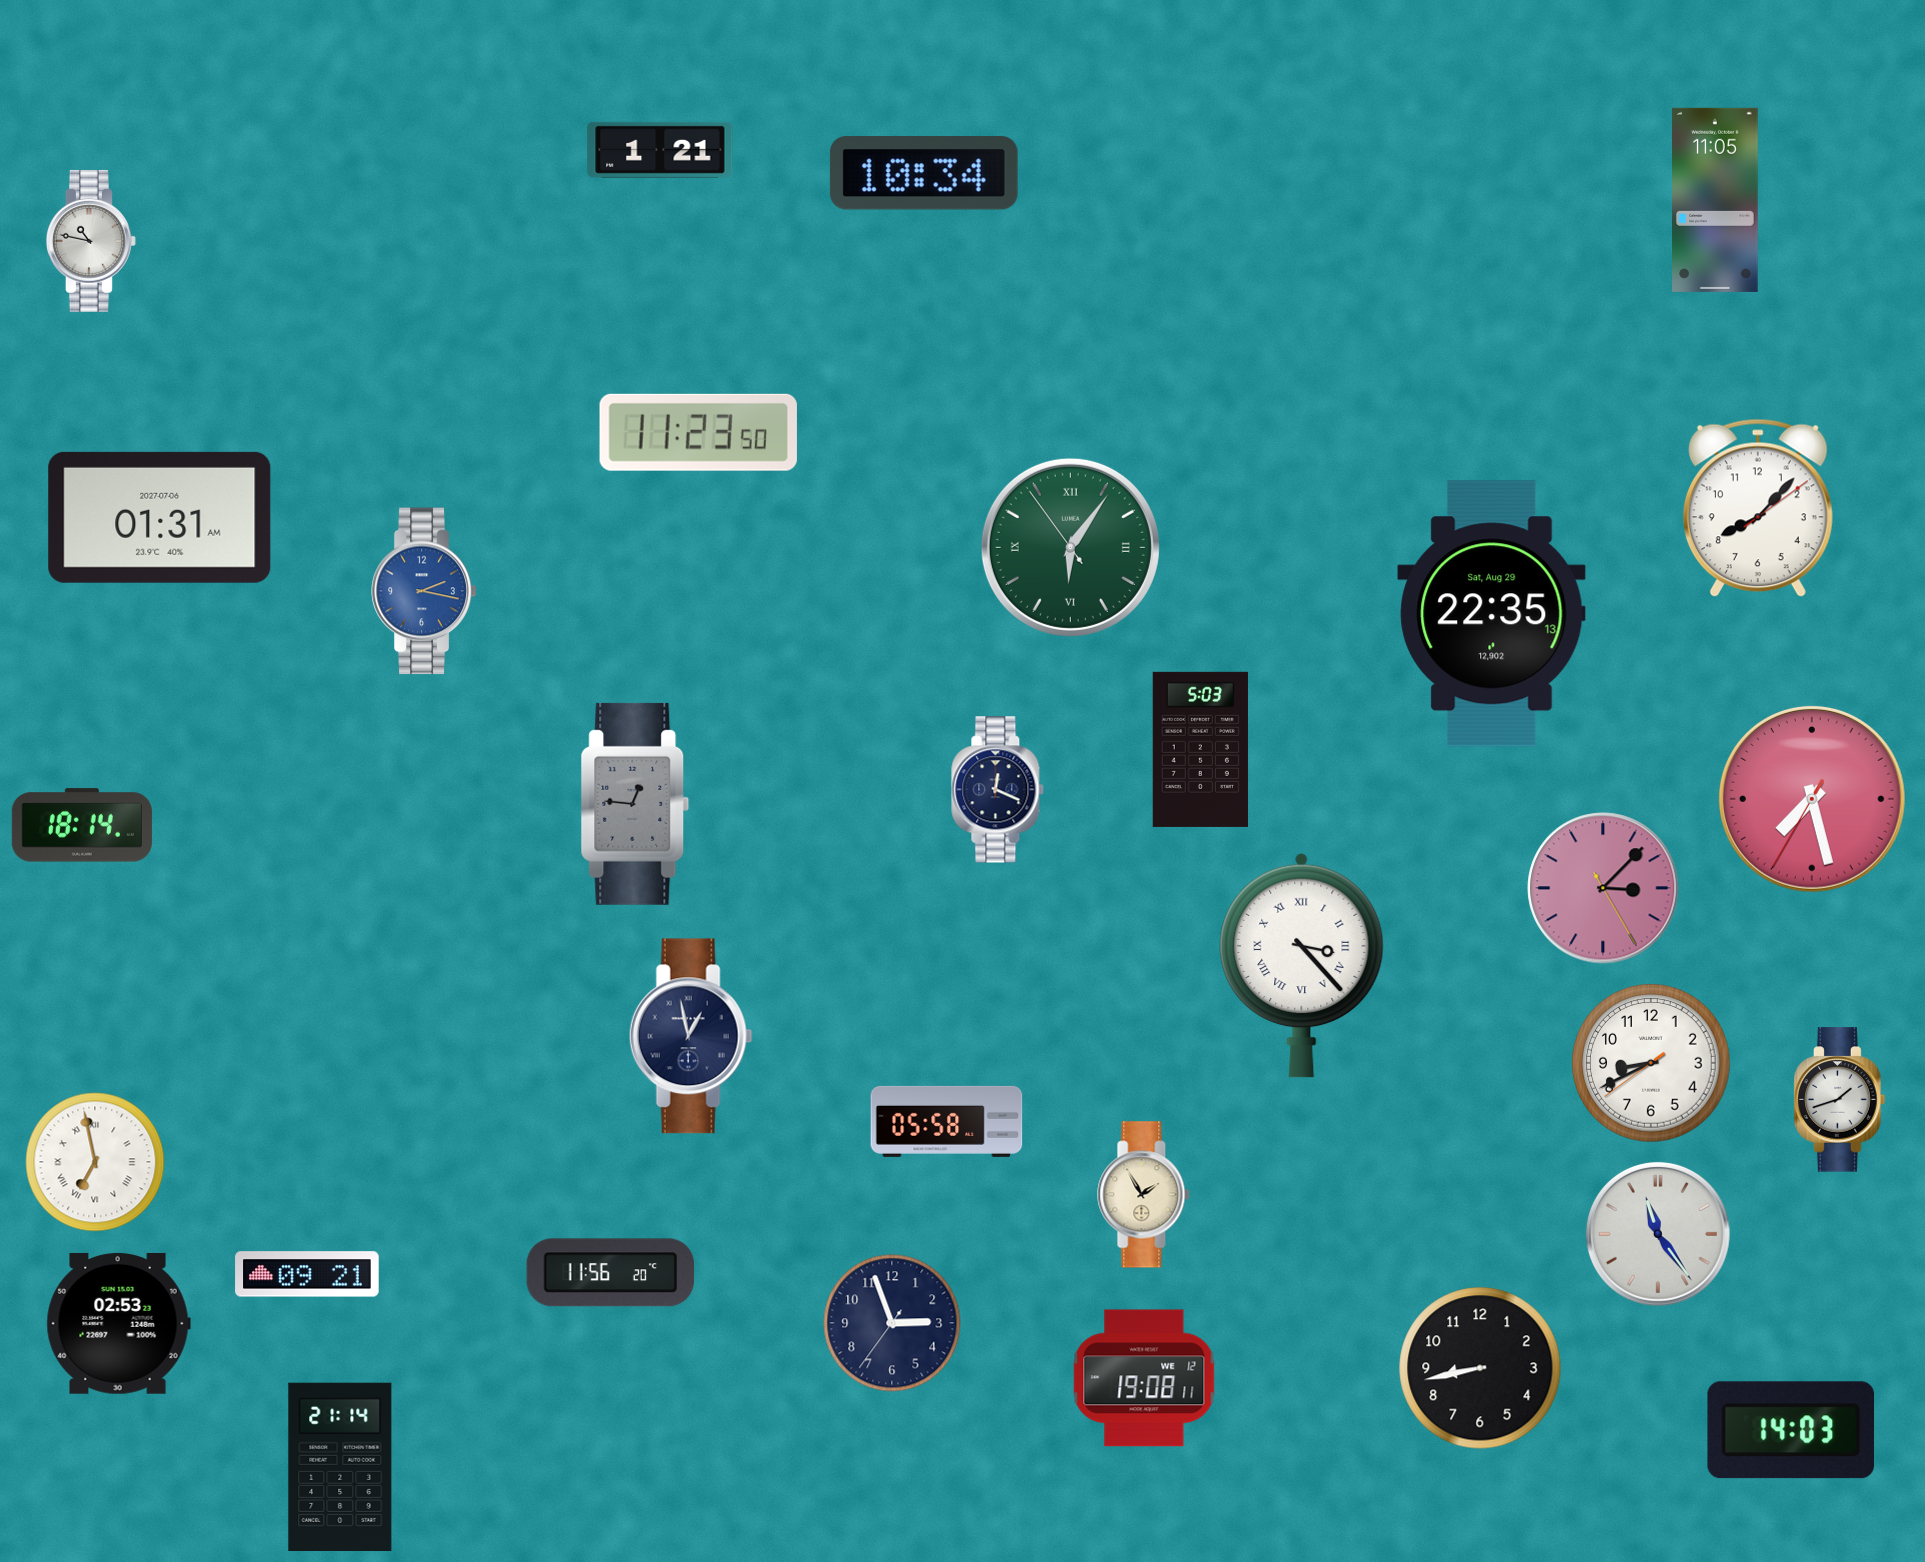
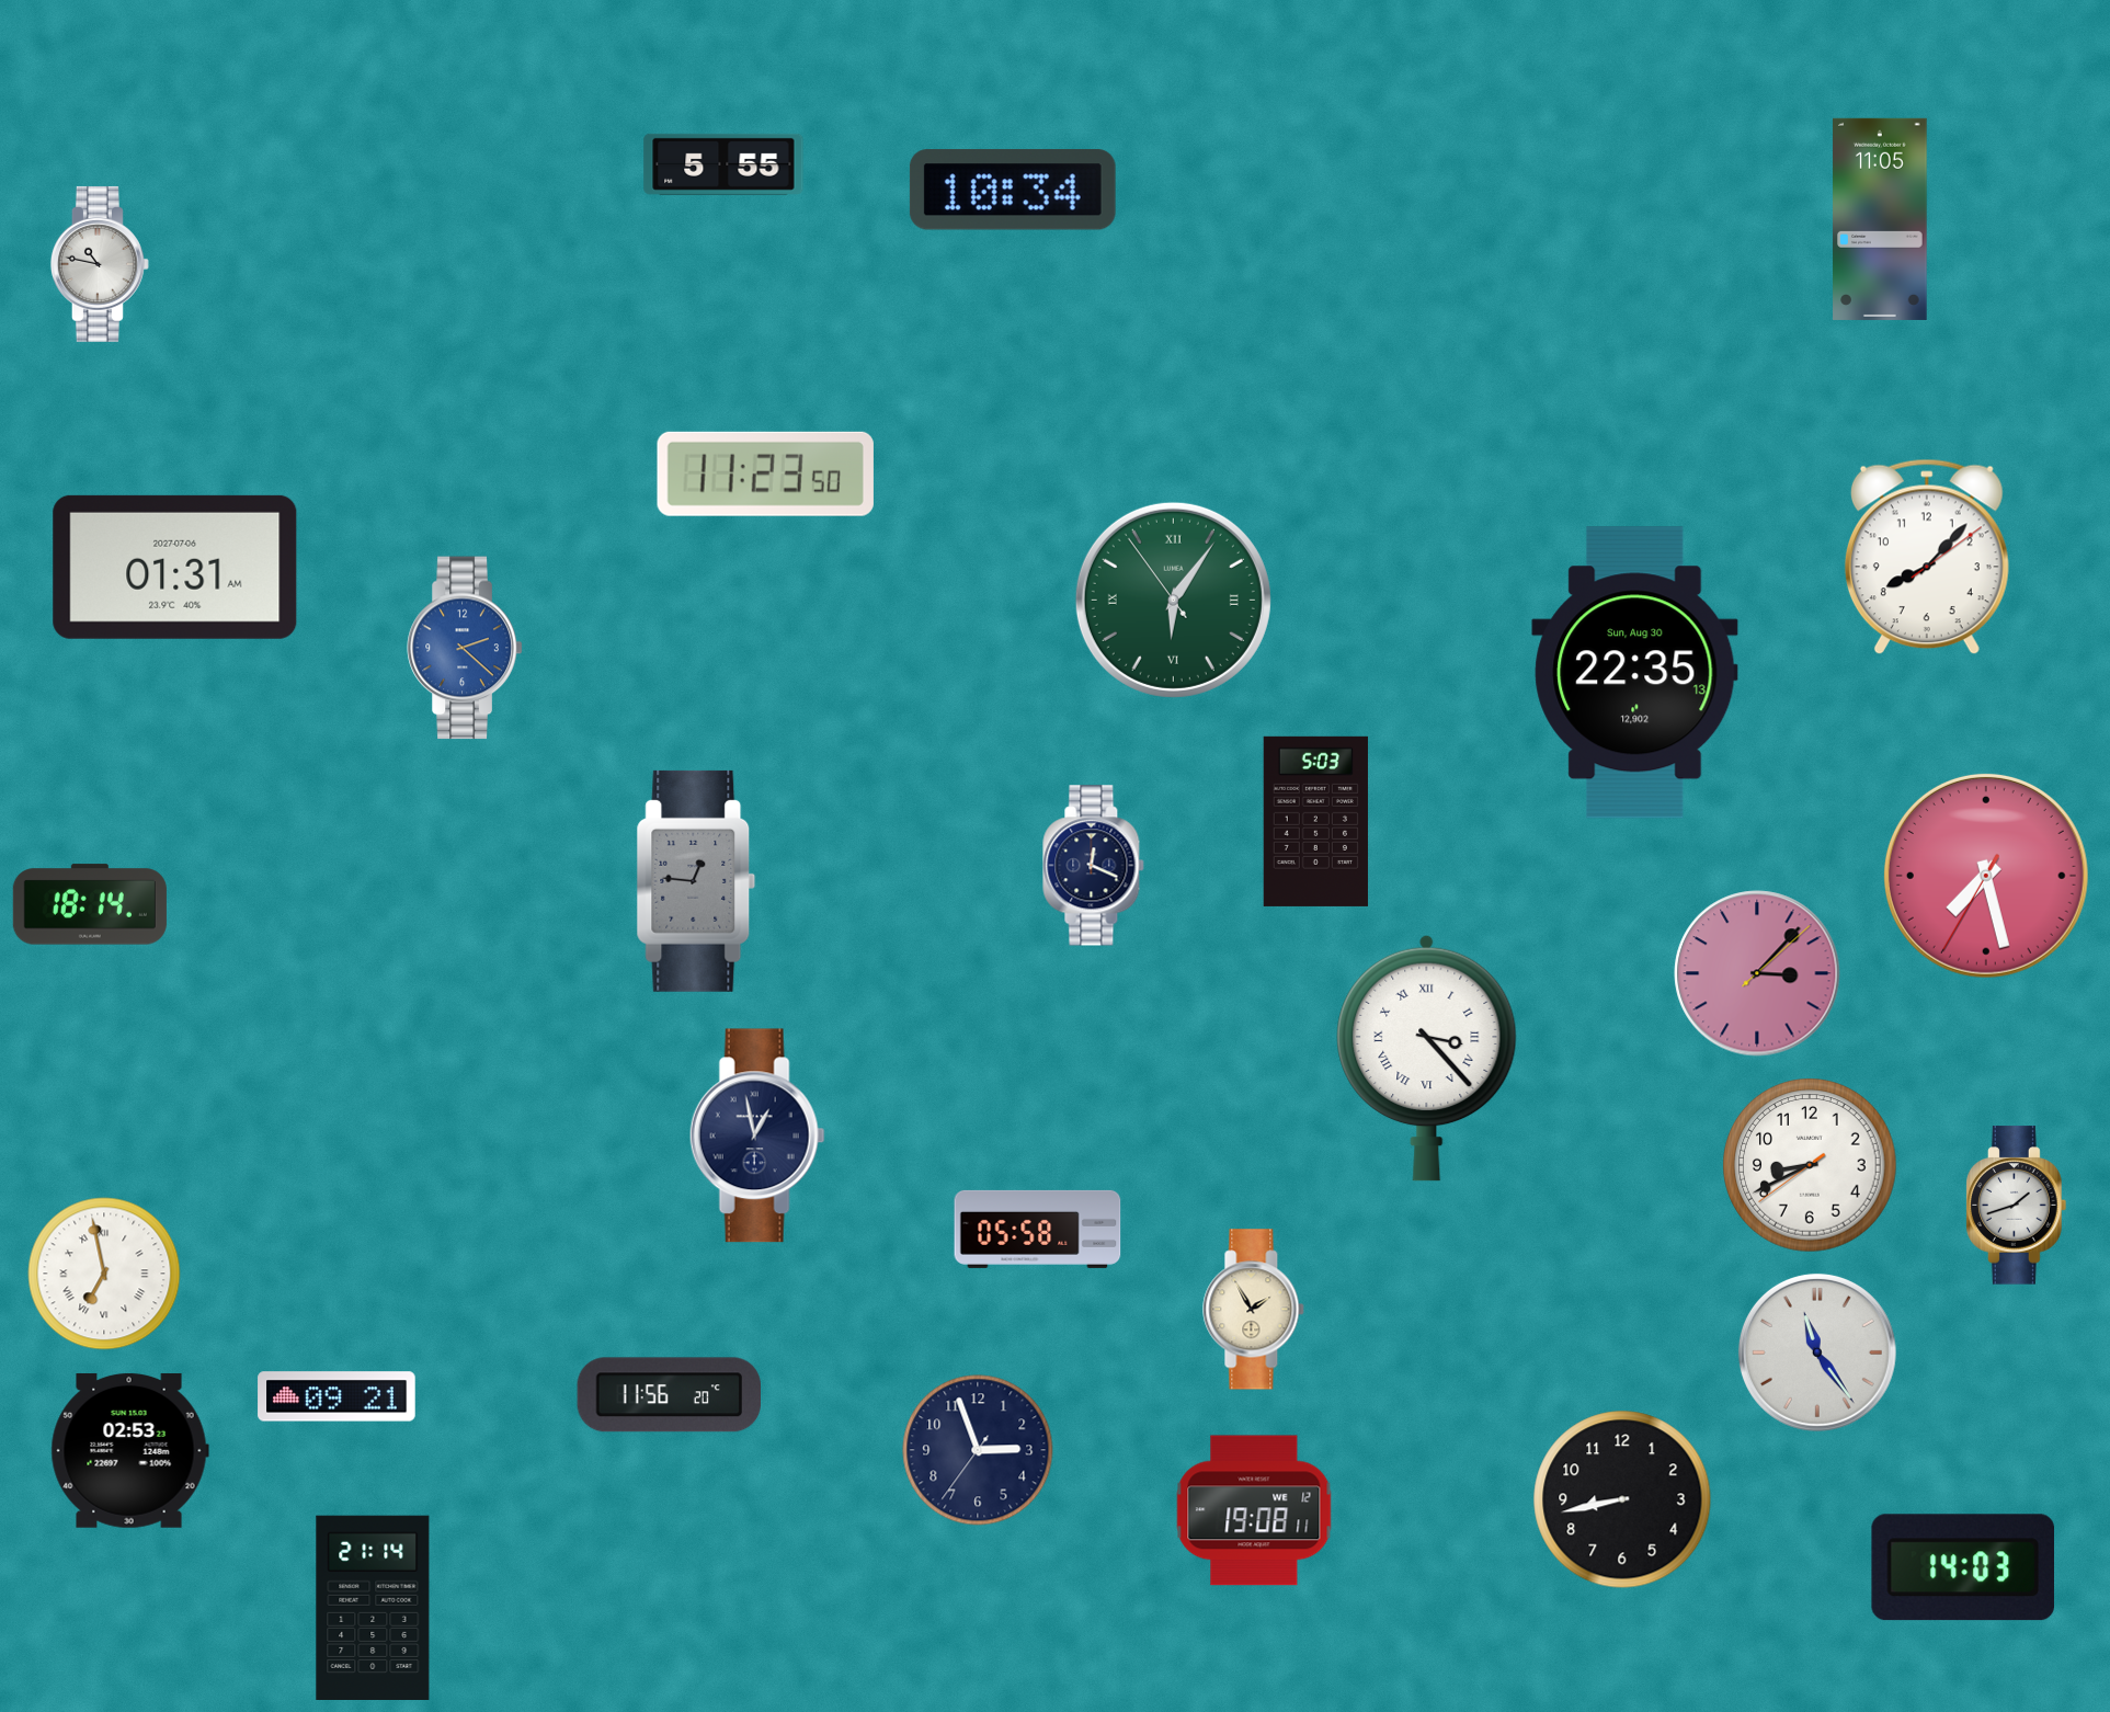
clock at (660, 150): 1:21 -> 5:55
clock at (424, 591): 2:17 -> 2:22
clock at (1492, 614) date: Sat, Aug 29 -> Sun, Aug 30
clock at (1603, 888): 3:07:25 -> 3:07:08
